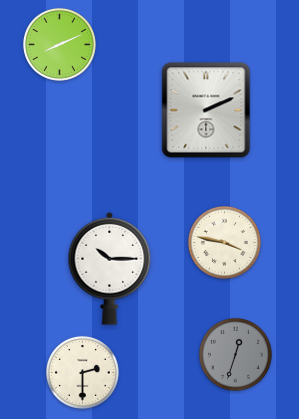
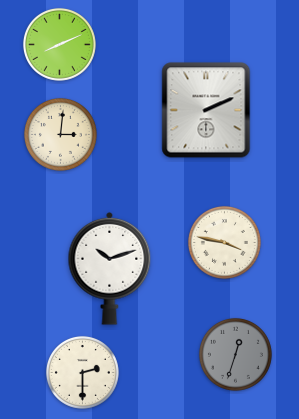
clock at (60, 134): none -> 3:01
clock at (110, 268): 10:15 -> 10:12
